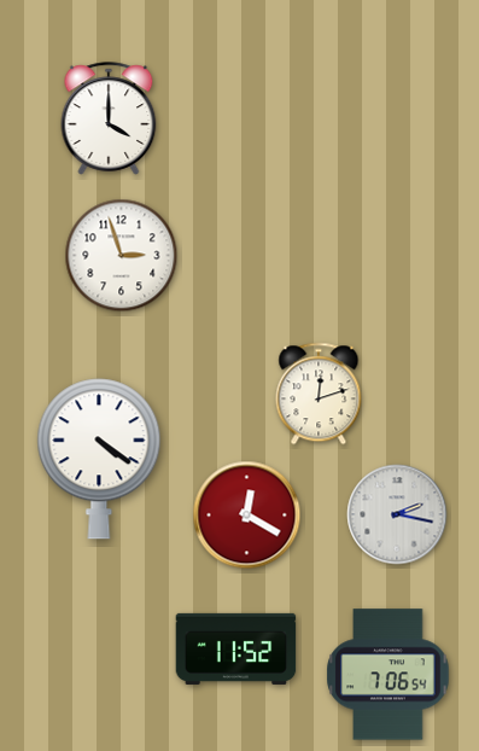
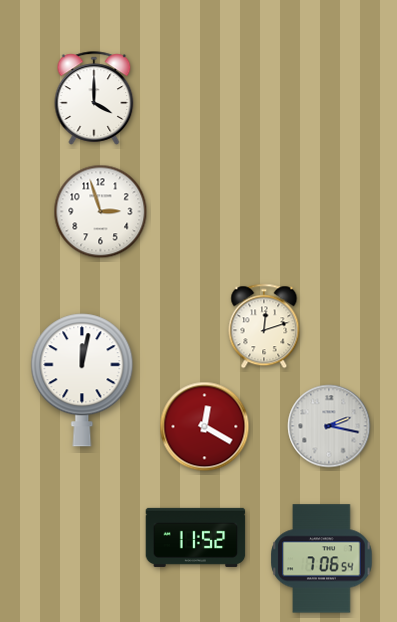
clock at (109, 118) position: (109, 118) -> (94, 98)
clock at (99, 459): 4:21 -> 12:02
